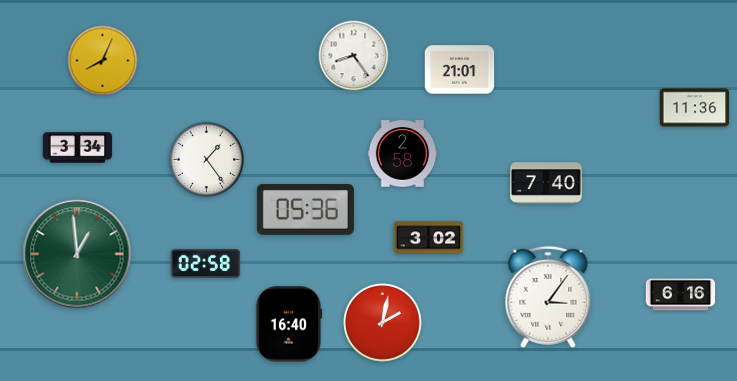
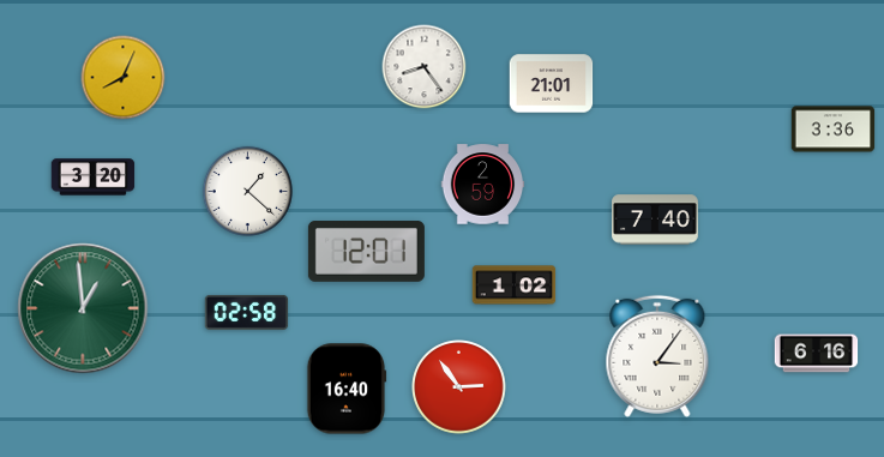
clock at (103, 61) position: (103, 61) -> (124, 78)
clock at (695, 108): 11:36 -> 3:36
clock at (78, 148): 3:34 -> 3:20
clock at (403, 154): 2:58 -> 2:59
clock at (206, 159): 1:24 -> 1:22
clock at (305, 210): 05:36 -> 12:01
clock at (429, 238): 3:02 -> 1:02
clock at (77, 254) position: (77, 254) -> (83, 308)
clock at (206, 263) position: (206, 263) -> (247, 312)
clock at (383, 323): 2:02 -> 2:54
